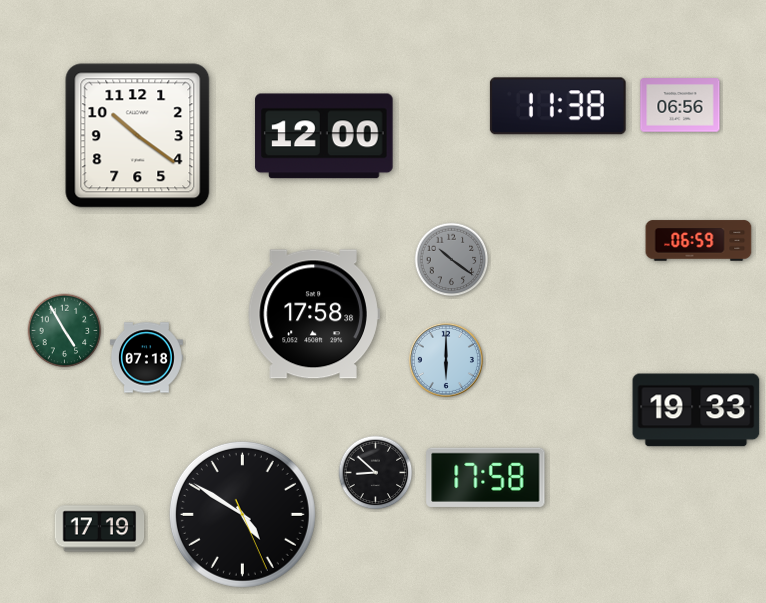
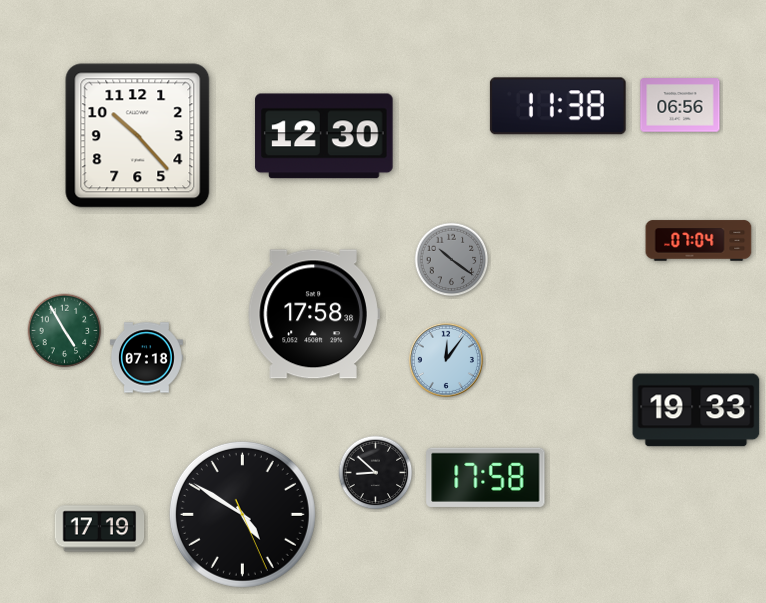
clock at (138, 136): 10:21 -> 10:23
clock at (324, 136): 12:00 -> 12:30
clock at (699, 241): 06:59 -> 07:04
clock at (446, 360): 6:00 -> 12:06
